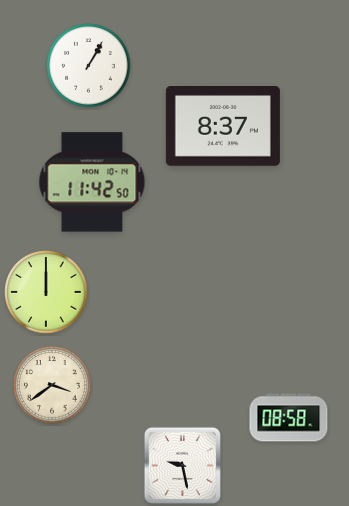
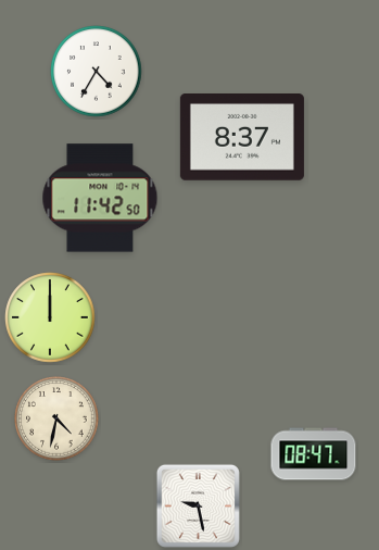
clock at (89, 66): 1:05 -> 4:35
clock at (52, 385): 3:39 -> 4:32
clock at (289, 418): 08:58 -> 08:47
